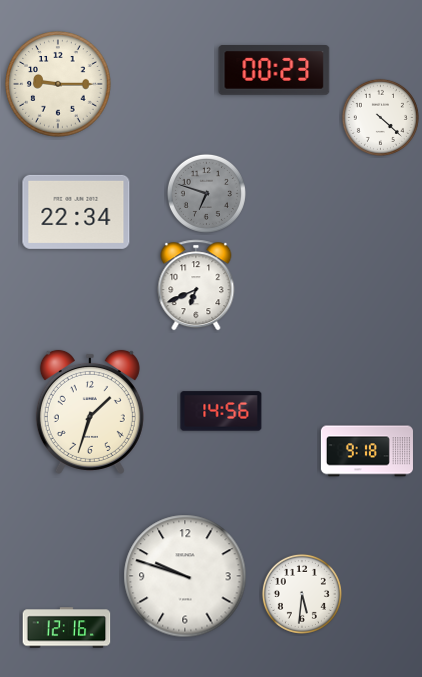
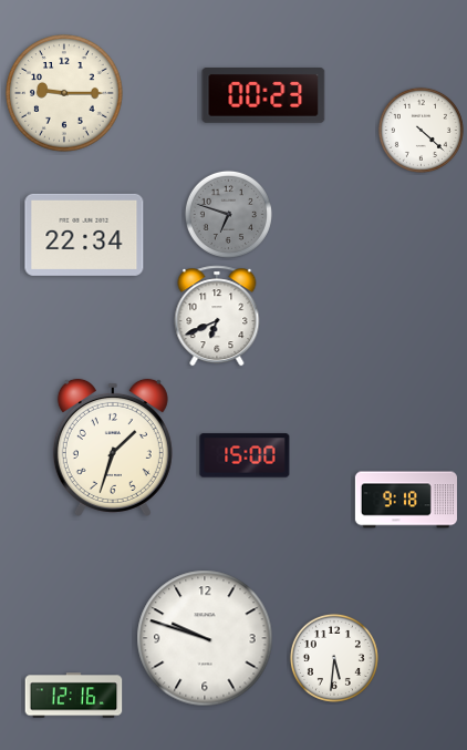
clock at (274, 71) position: (274, 71) -> (263, 96)
clock at (221, 411): 14:56 -> 15:00
clock at (90, 412) position: (90, 412) -> (113, 448)
